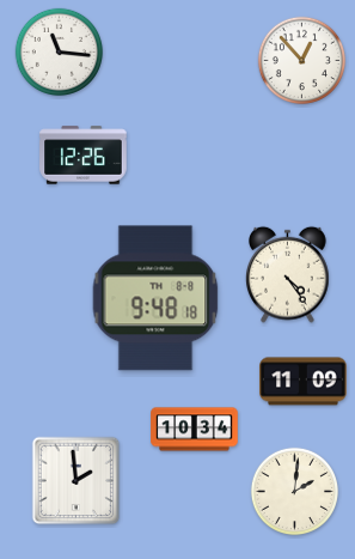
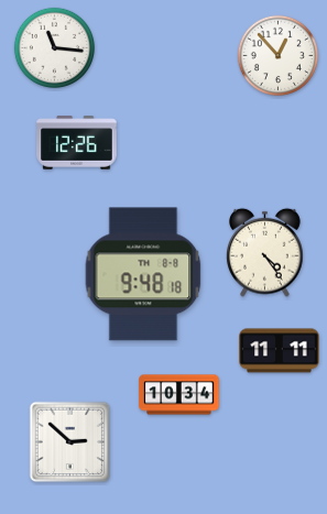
clock at (304, 382): 11:09 -> 11:11
clock at (76, 481): 1:59 -> 2:52
clock at (295, 492): 2:01 -> none
